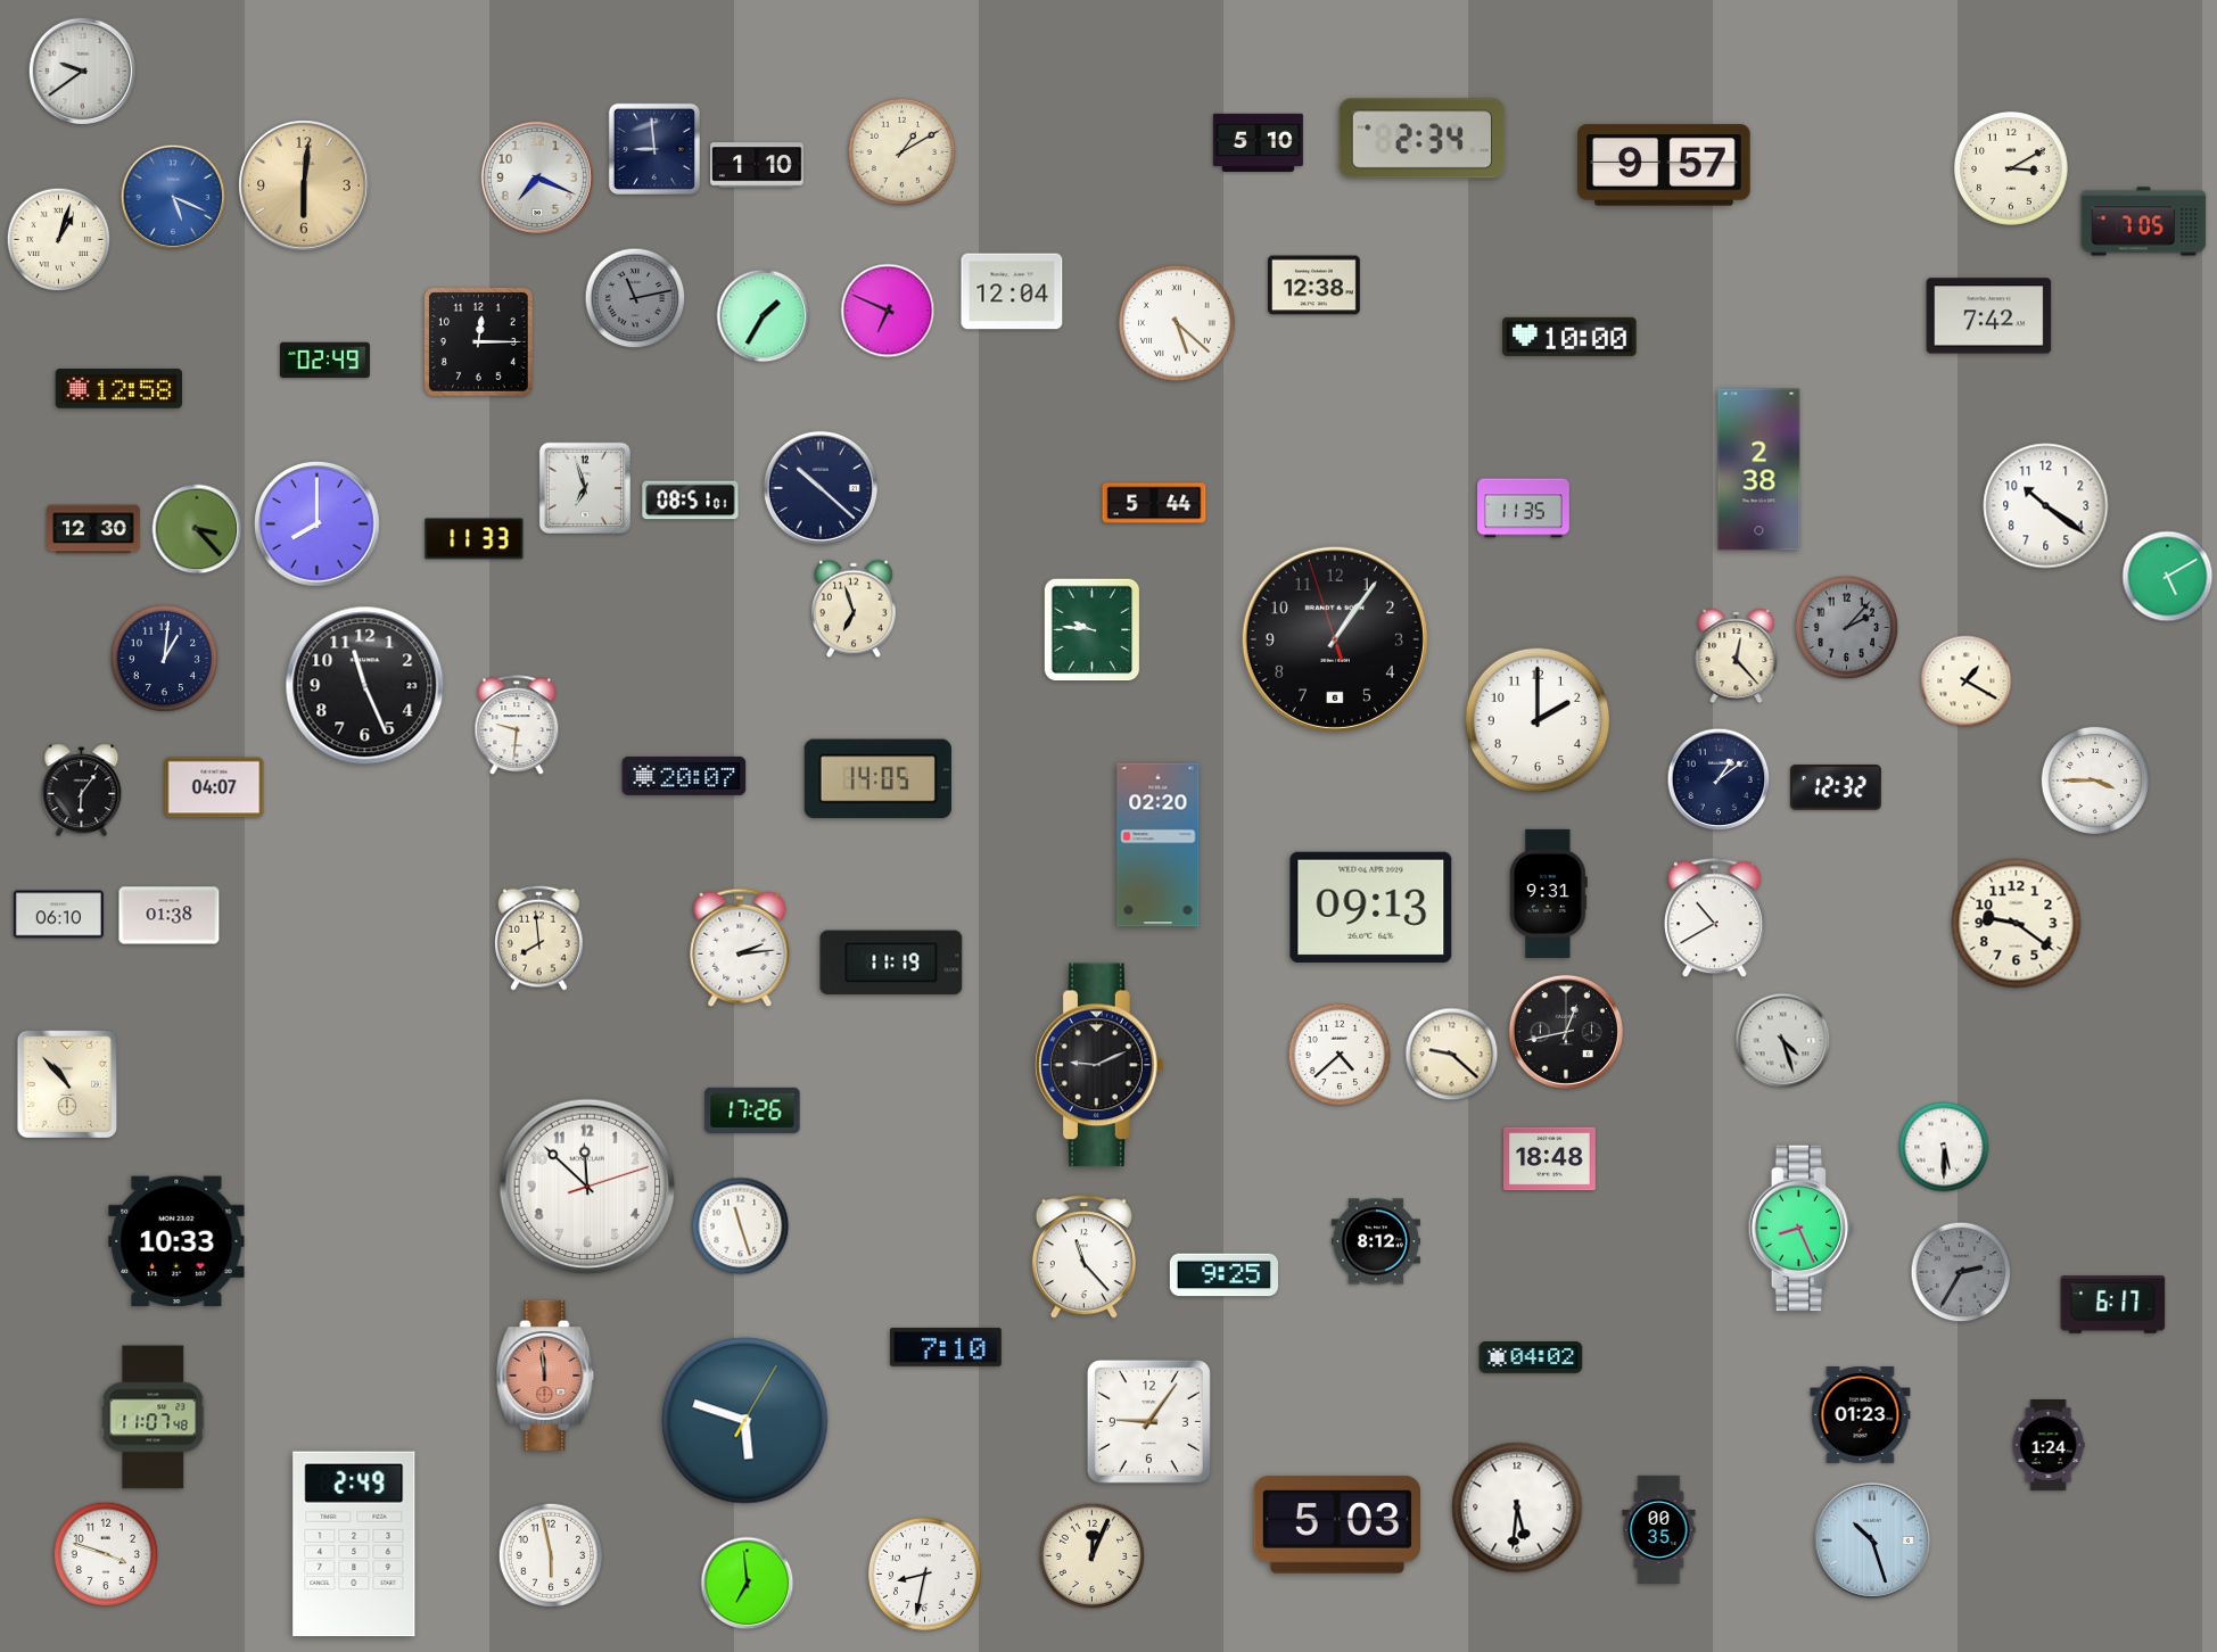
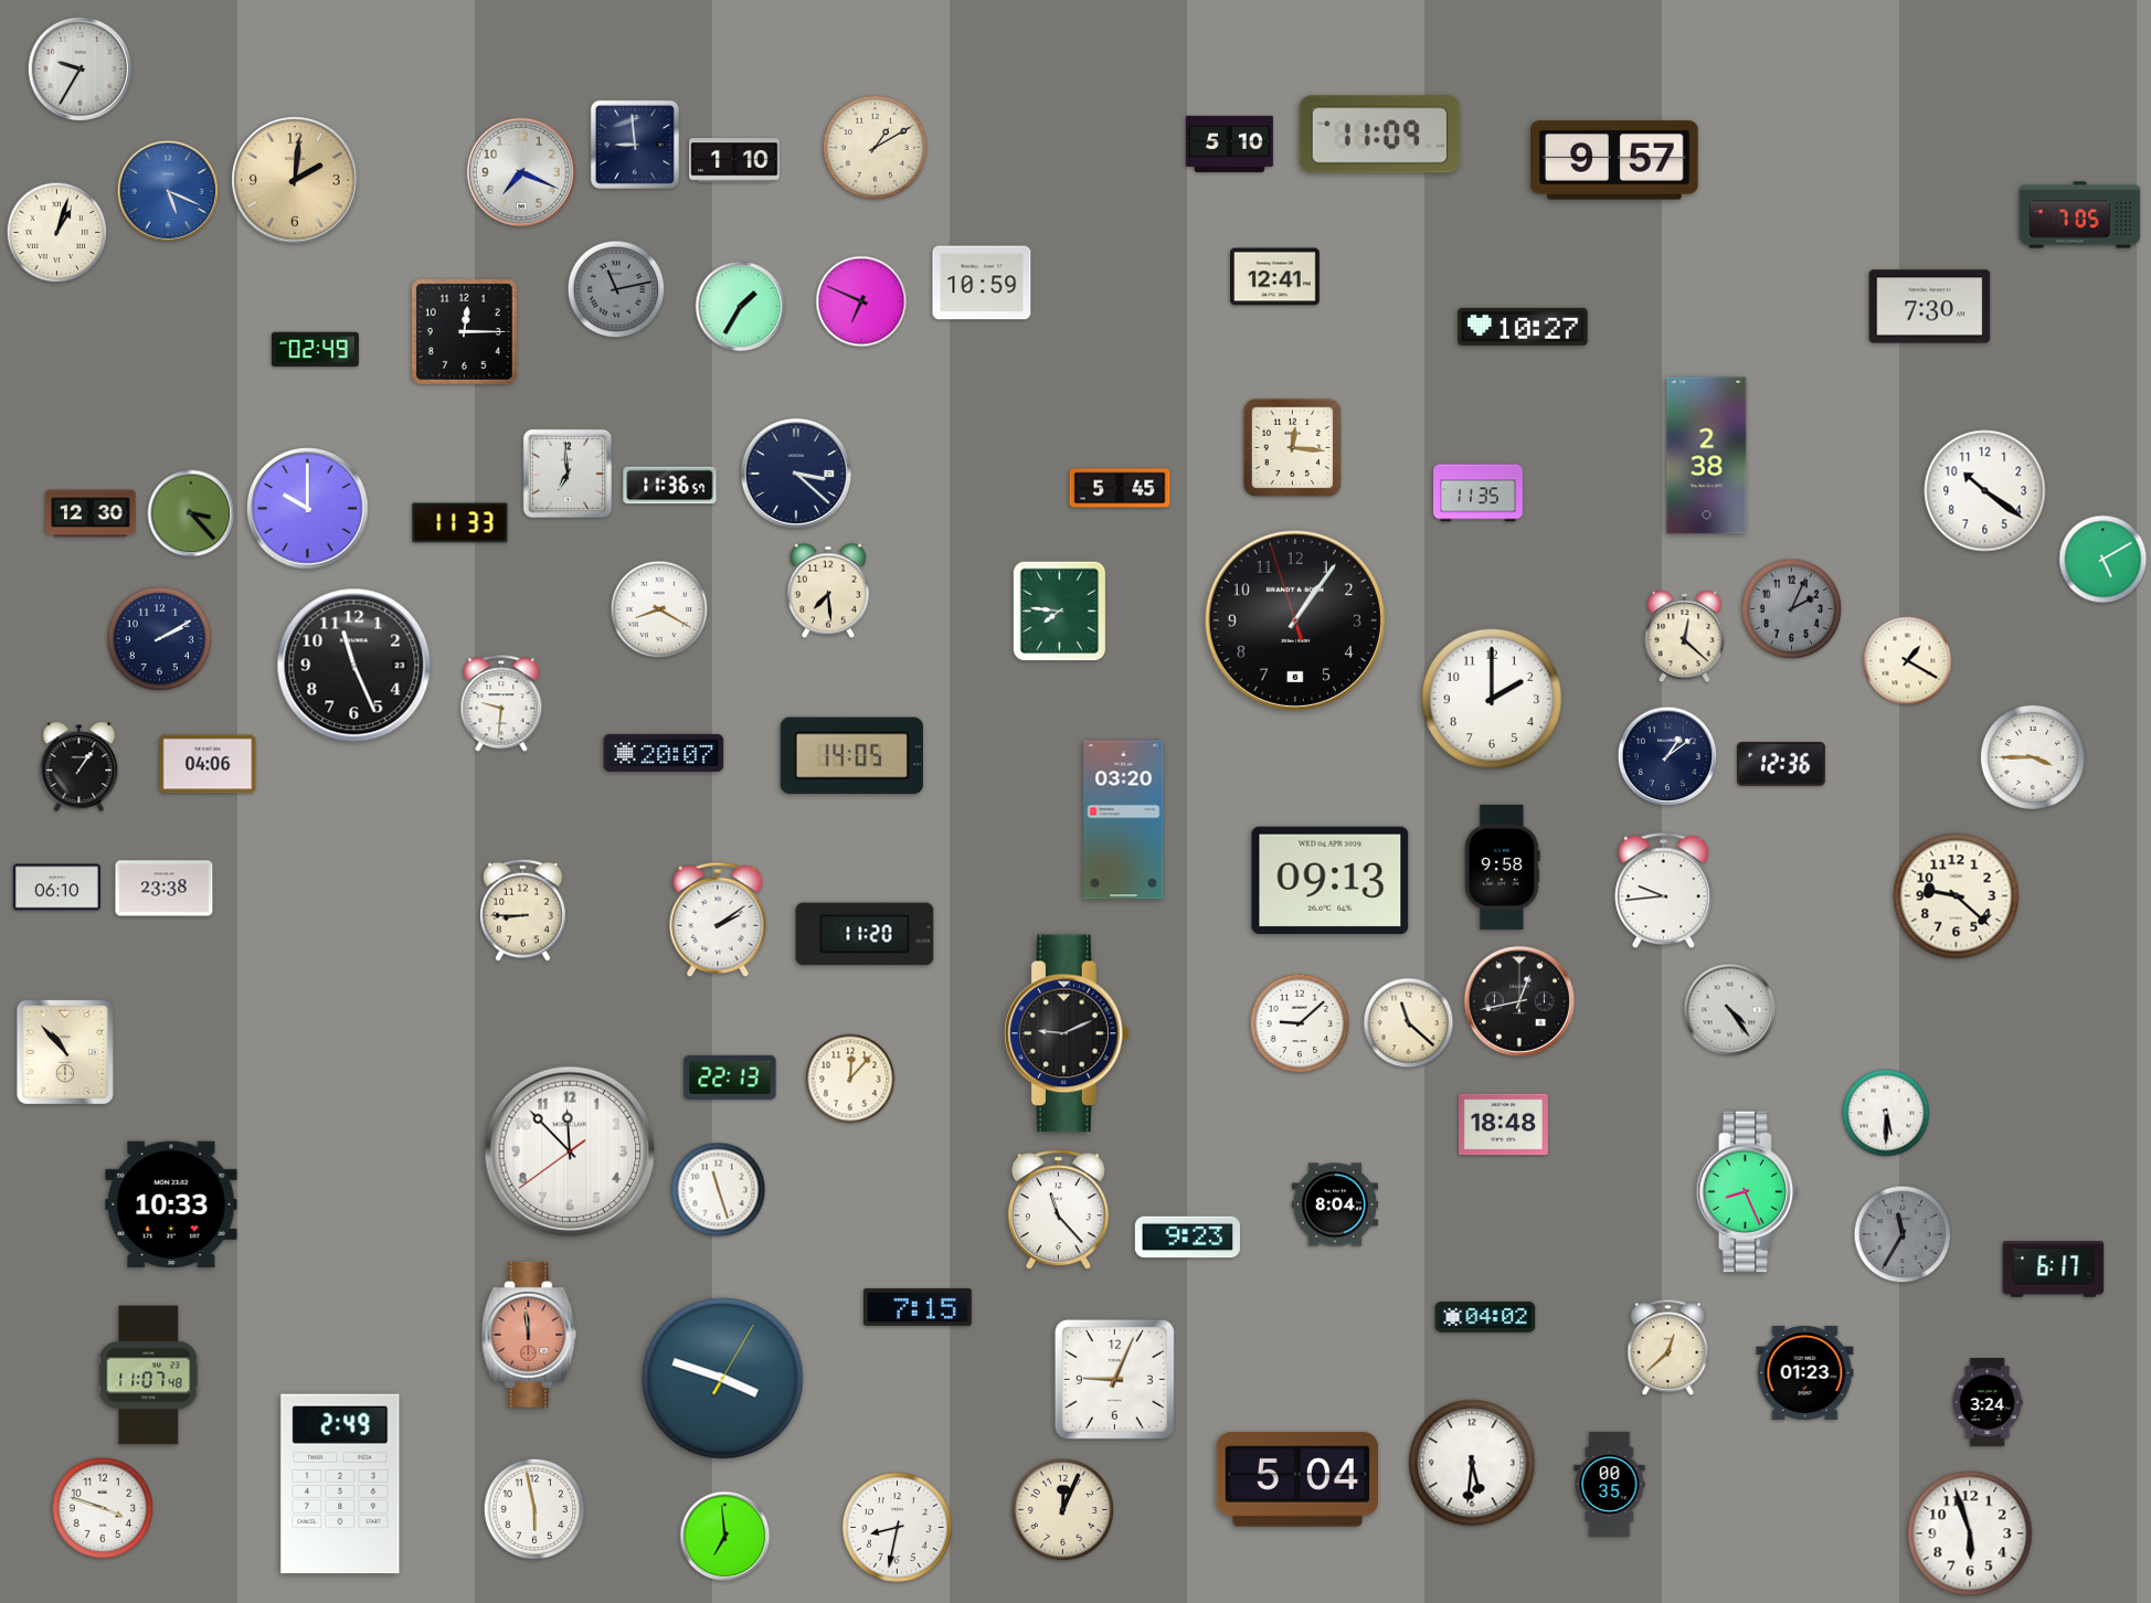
clock at (83, 72): 9:39 -> 9:35
clock at (1423, 139): 2:34 -> 11:09
clock at (1258, 142) position: (1258, 142) -> (1229, 144)
clock at (2011, 168): 3:10 -> none
clock at (304, 185): 6:01 -> 2:01
clock at (1314, 286): 12:38 -> 12:41
clock at (1012, 291): 12:04 -> 10:59
clock at (1989, 316): 7:42 -> 7:30
clock at (1177, 323): 5:22 -> none
clock at (1569, 337): 10:00 -> 10:27
clock at (119, 389): 12:58 -> none
clock at (1293, 448): none -> 12:16
clock at (585, 488): 6:57 -> 6:59
clock at (821, 488): 10:22 -> 3:22
clock at (691, 501): 08:51 -> 11:36
clock at (1154, 503): 5:44 -> 5:45
clock at (318, 524): 8:00 -> 10:00
clock at (855, 609): 6:57 -> 7:29
clock at (659, 609): none -> 8:20
clock at (1847, 628): 2:07 -> 2:04
clock at (1093, 630): 9:46 -> 7:46
clock at (1737, 656): 12:23 -> 12:22
clock at (164, 658): 1:01 -> 2:10
clock at (214, 787): 04:07 -> 04:06
clock at (1836, 787): 12:32 -> 12:36
clock at (82, 791): 6:06 -> 1:06
clock at (1159, 845): 02:20 -> 03:20
clock at (1548, 893): 9:31 -> 9:58
clock at (170, 916): 01:38 -> 23:38
clock at (1715, 918): 10:40 -> 9:44
clock at (2017, 924): 9:21 -> 9:22
clock at (539, 937): 7:59 -> 8:45
clock at (740, 947): 2:14 -> 2:09
clock at (891, 963): 11:19 -> 11:20
clock at (1783, 1041): 4:27 -> 4:24
clock at (1340, 1055): 4:38 -> 9:08
clock at (1452, 1055): 9:22 -> 11:22
clock at (752, 1110): 17:26 -> 22:13
clock at (850, 1079): none -> 12:07
clock at (587, 1187): 11:52:12 -> 11:52:39
clock at (1376, 1241): 8:12 -> 8:04
clock at (1083, 1257) position: (1083, 1257) -> (1058, 1210)
clock at (1961, 1272): 2:35 -> 11:35
clock at (1223, 1275): 9:25 -> 9:23
clock at (2113, 1305) position: (2113, 1305) -> (2054, 1270)
clock at (946, 1347): 7:10 -> 7:15
clock at (1668, 1348): none -> 12:38
clock at (745, 1421): 5:48 -> 3:48
clock at (1148, 1421): 9:06 -> 9:04
clock at (2049, 1446): 1:24 -> 3:24
clock at (1336, 1525): 5:03 -> 5:04
clock at (1872, 1541): 10:27 -> none
clock at (354, 1544) position: (354, 1544) -> (340, 1484)
clock at (1093, 1556) position: (1093, 1556) -> (1063, 1510)
clock at (1970, 1533): none -> 5:57
